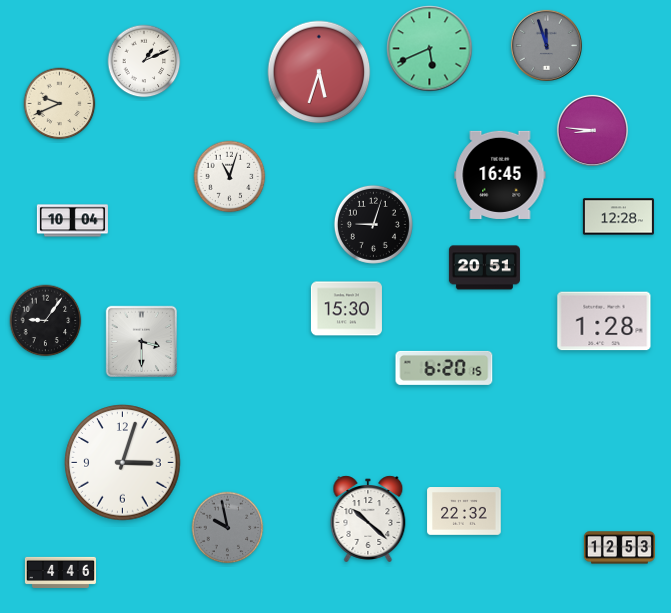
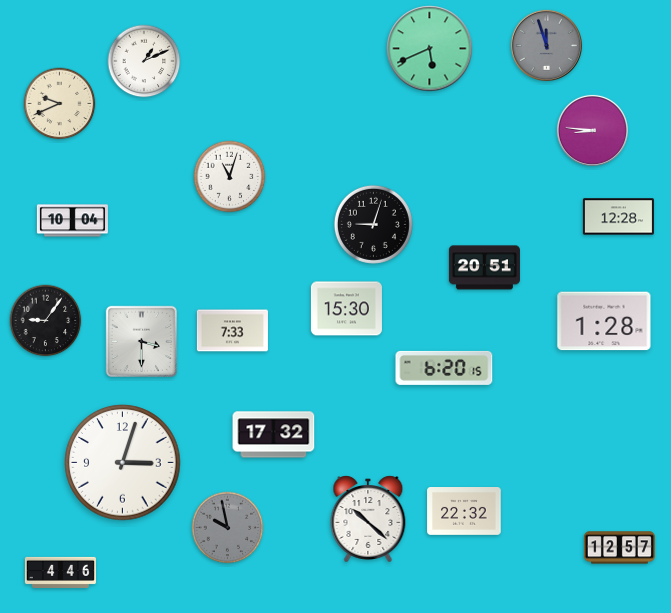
clock at (319, 72): 5:33 -> none
clock at (500, 175): 16:45 -> none
clock at (232, 331): none -> 7:33
clock at (274, 435): none -> 17:32
clock at (619, 548): 12:53 -> 12:57
